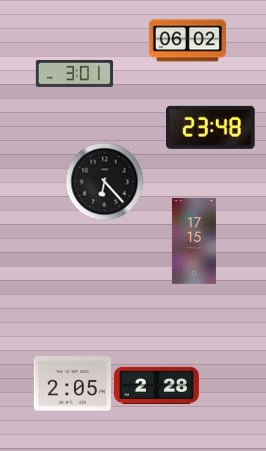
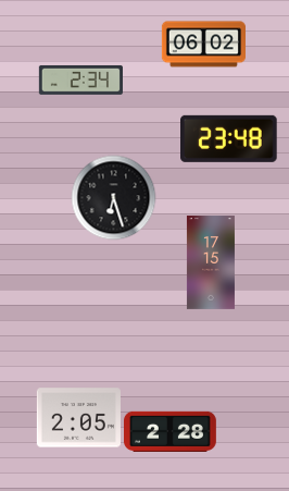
clock at (74, 73): 3:01 -> 2:34
clock at (104, 181): 6:23 -> 6:27
clock at (157, 385) position: (157, 385) -> (171, 431)
